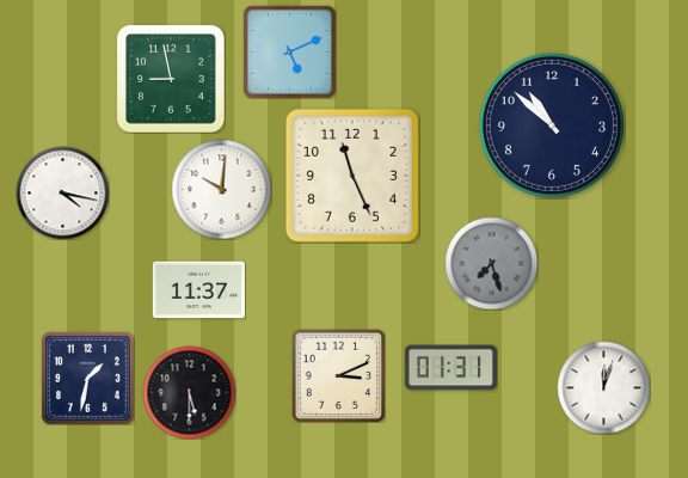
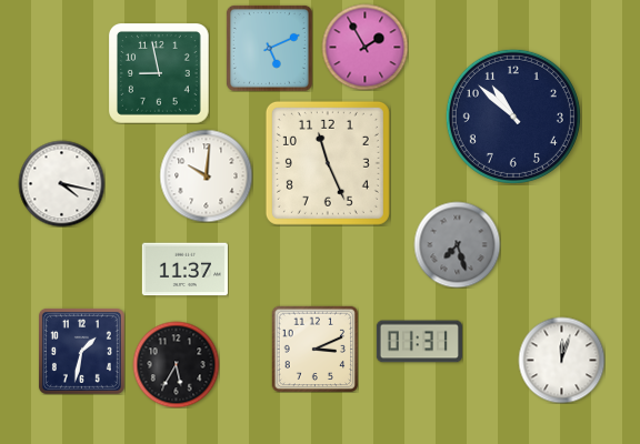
clock at (364, 47): none -> 1:55
clock at (62, 192) position: (62, 192) -> (61, 183)
clock at (189, 392): 5:30 -> 5:35
